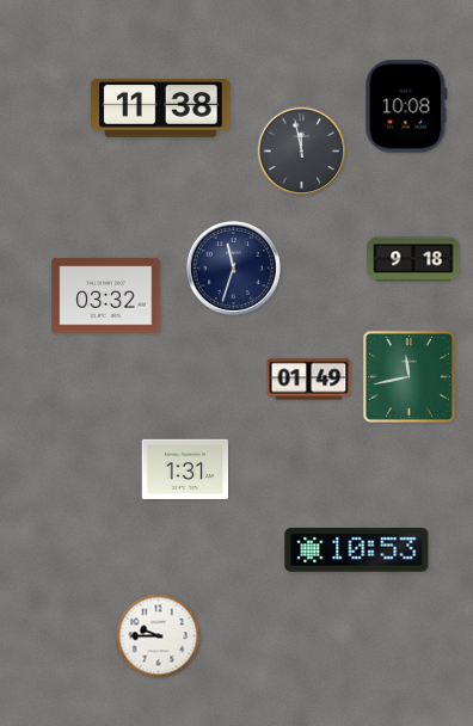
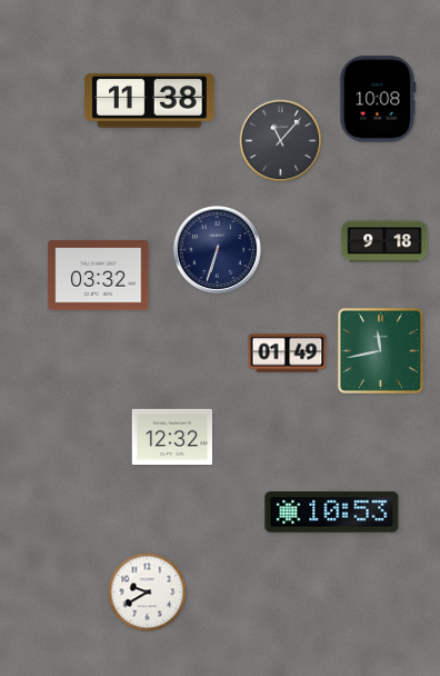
clock at (302, 152): 11:58 -> 11:07
clock at (233, 267): 11:33 -> 6:33
clock at (185, 468): 1:31 -> 12:32
clock at (159, 636): 9:45 -> 9:40
